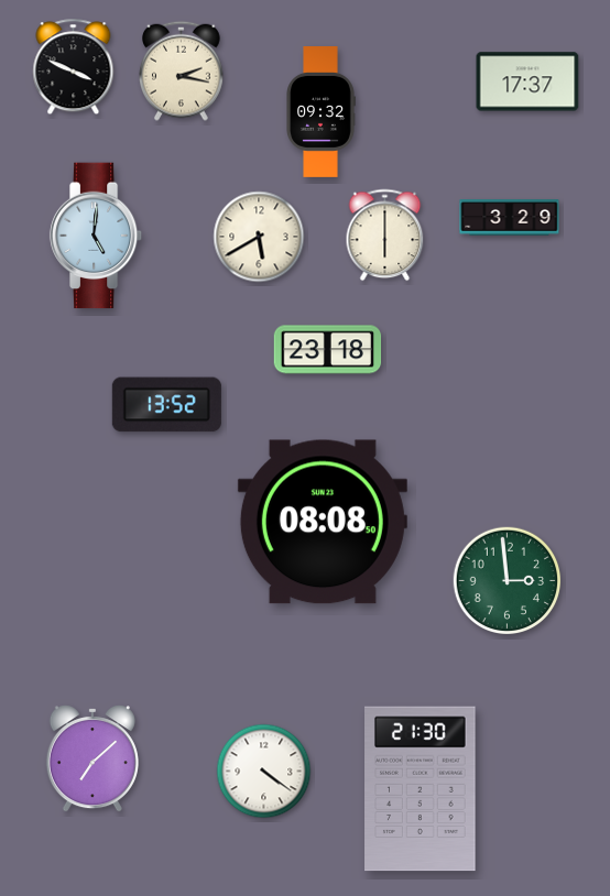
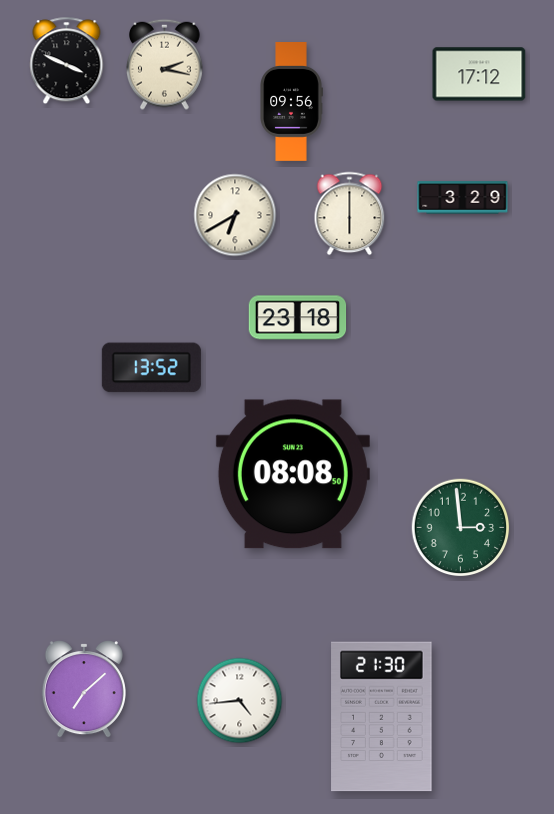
clock at (527, 81): 17:37 -> 17:12
clock at (320, 112): 09:32 -> 09:56
clock at (96, 236): 5:01 -> none
clock at (259, 237): 5:40 -> 6:40
clock at (264, 772): 4:21 -> 4:44
